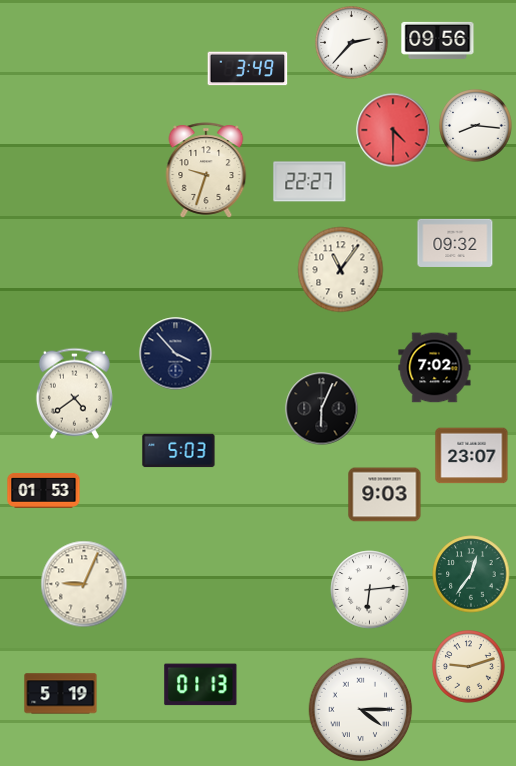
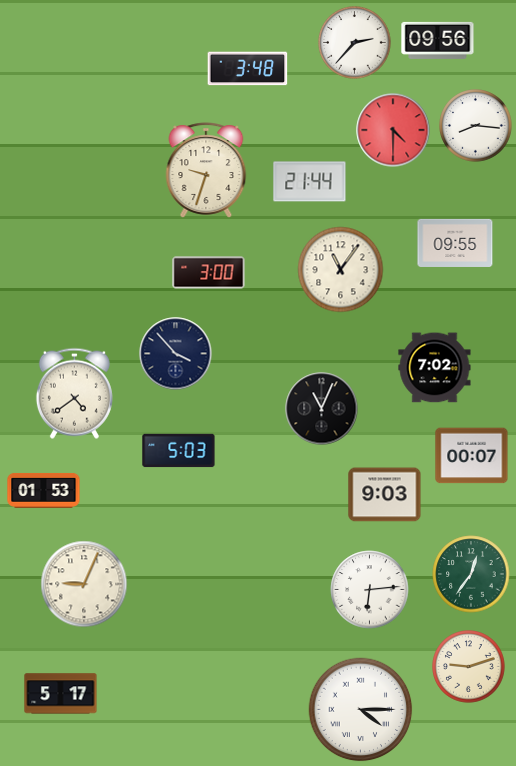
clock at (352, 43) position: (352, 43) -> (355, 43)
clock at (248, 69): 3:49 -> 3:48
clock at (310, 182): 22:27 -> 21:44
clock at (455, 243): 09:32 -> 09:55
clock at (209, 273): none -> 3:00
clock at (322, 409): 6:04 -> 11:04
clock at (472, 456): 23:07 -> 00:07
clock at (201, 685): 01:13 -> none
clock at (61, 694): 5:19 -> 5:17
